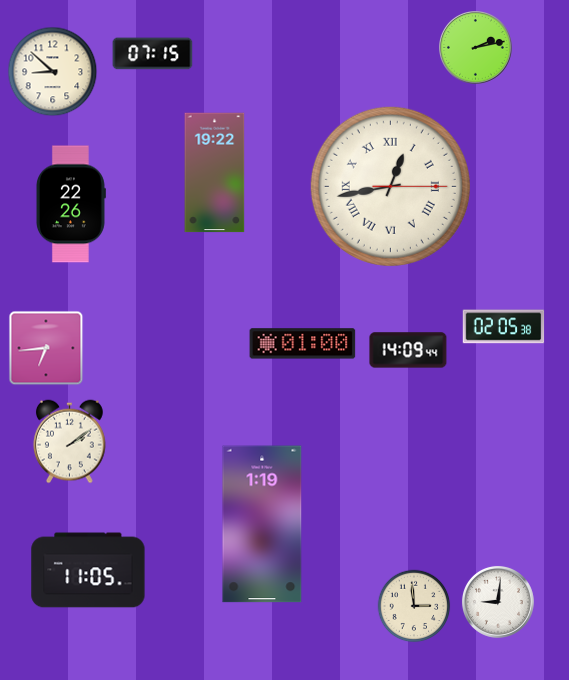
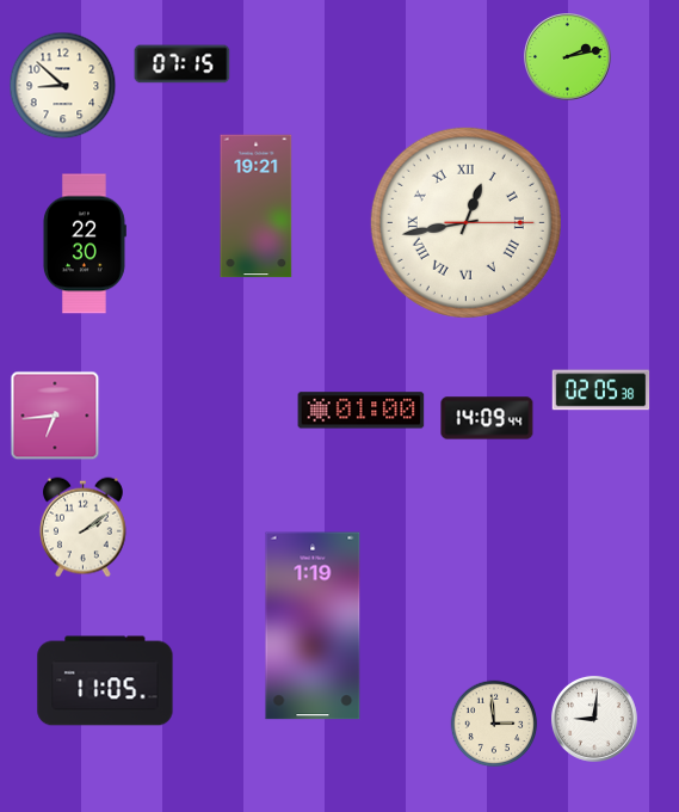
clock at (215, 173): 19:22 -> 19:21
clock at (70, 204): 22:26 -> 22:30
